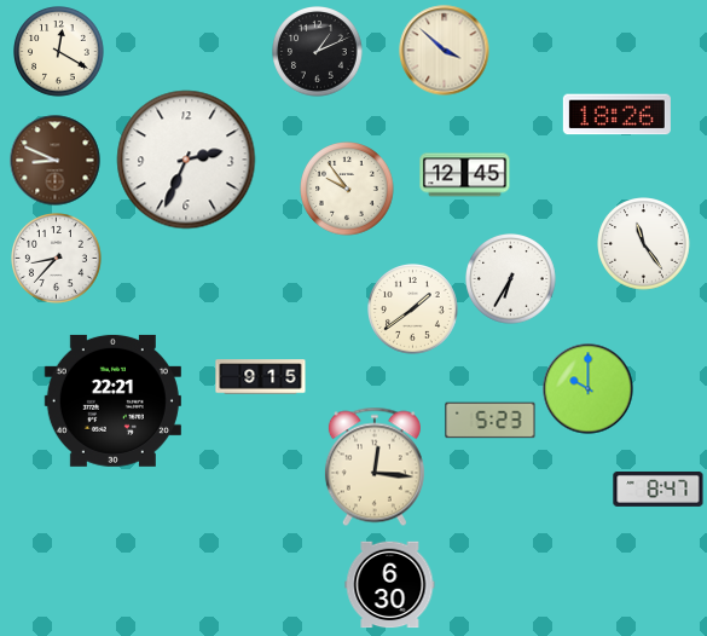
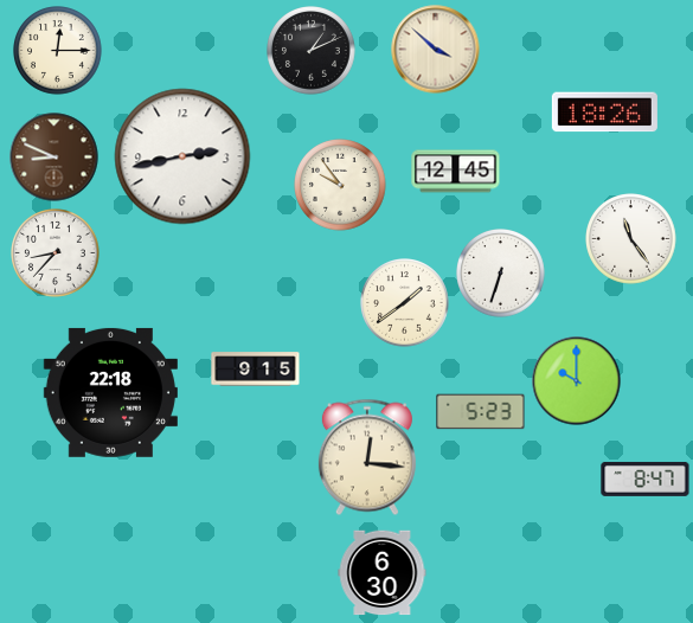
clock at (59, 52): 12:20 -> 12:15
clock at (186, 160): 2:34 -> 2:43
clock at (511, 279): 6:35 -> 6:33
clock at (112, 400): 22:21 -> 22:18
